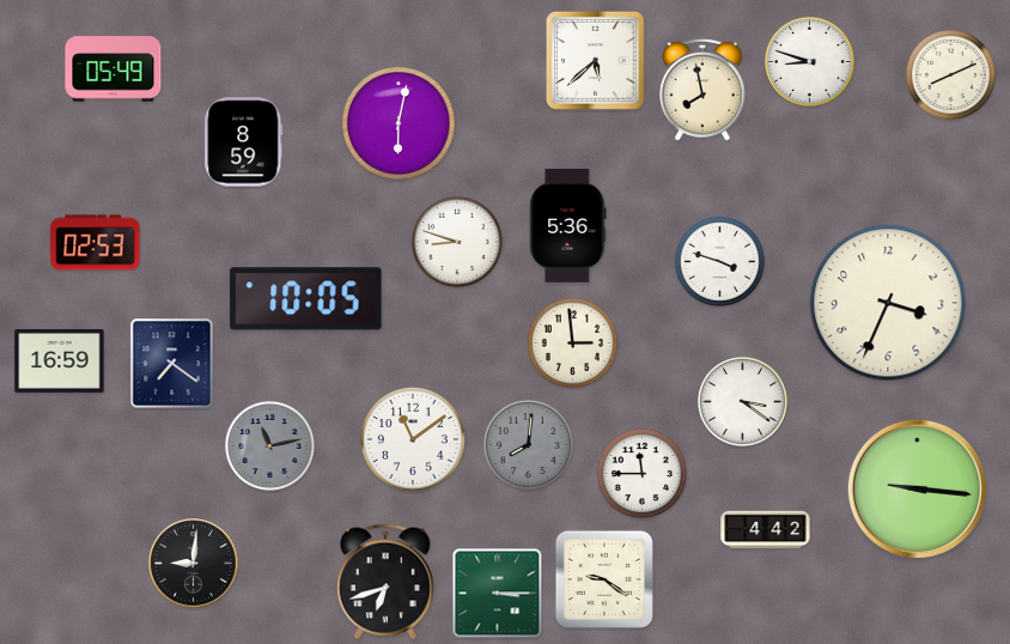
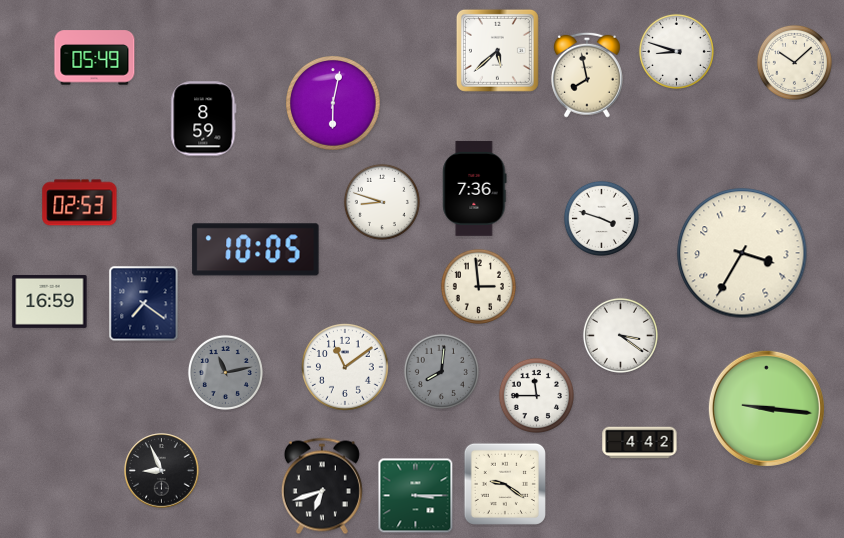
clock at (950, 74): 8:11 -> 10:08
clock at (568, 225): 5:36 -> 7:36
clock at (888, 303): 3:34 -> 3:35
clock at (194, 564): 9:01 -> 8:56
